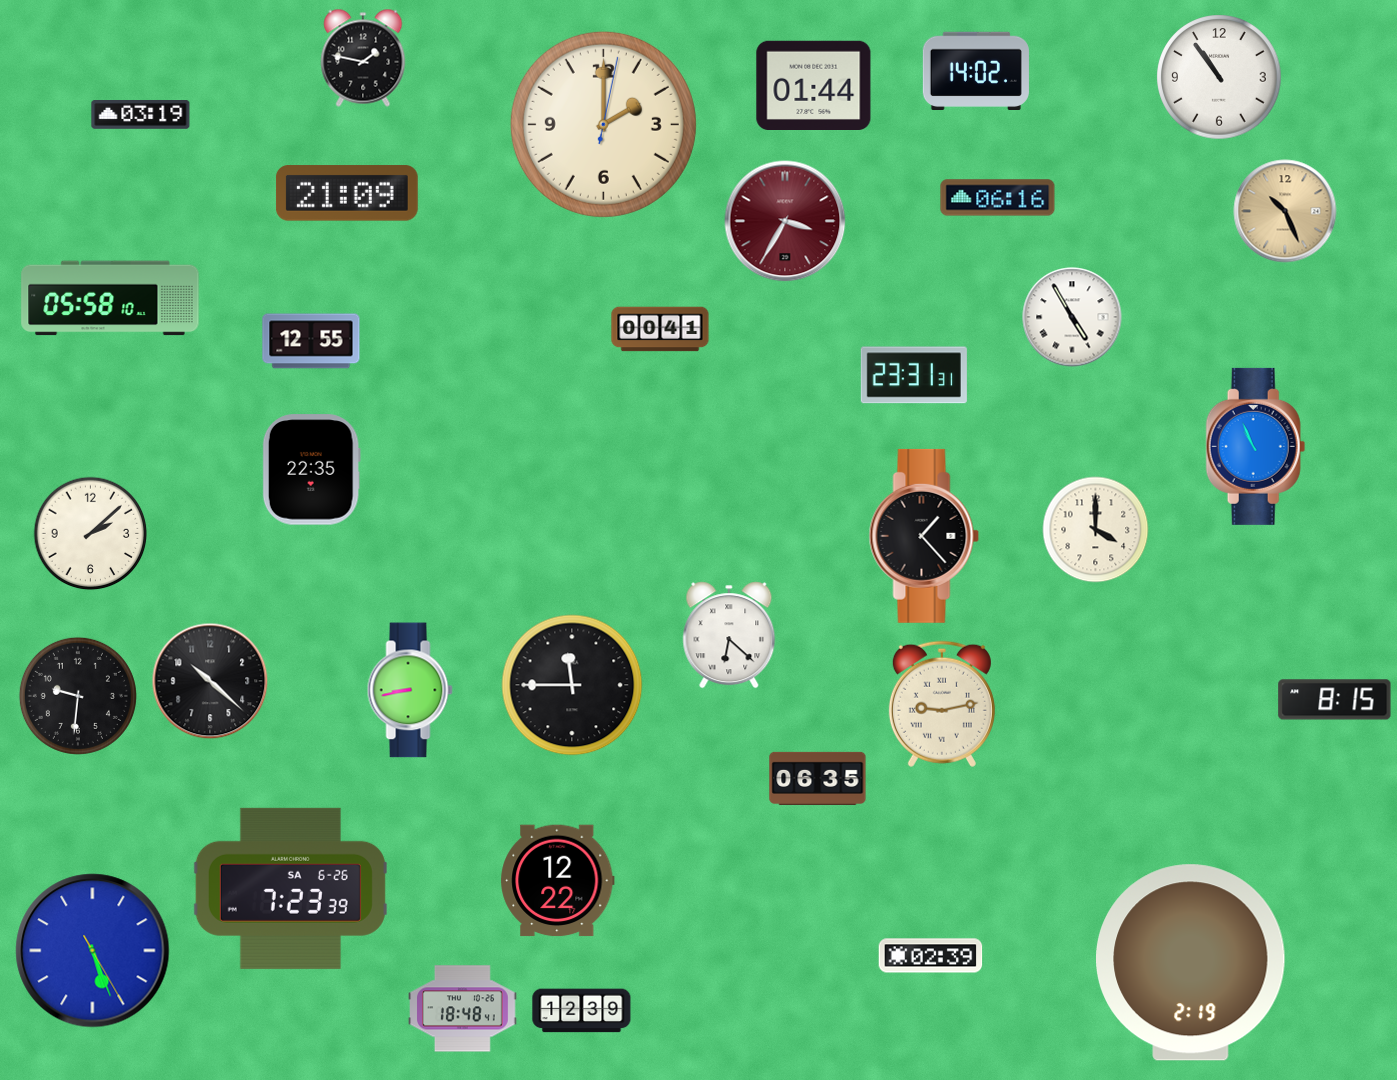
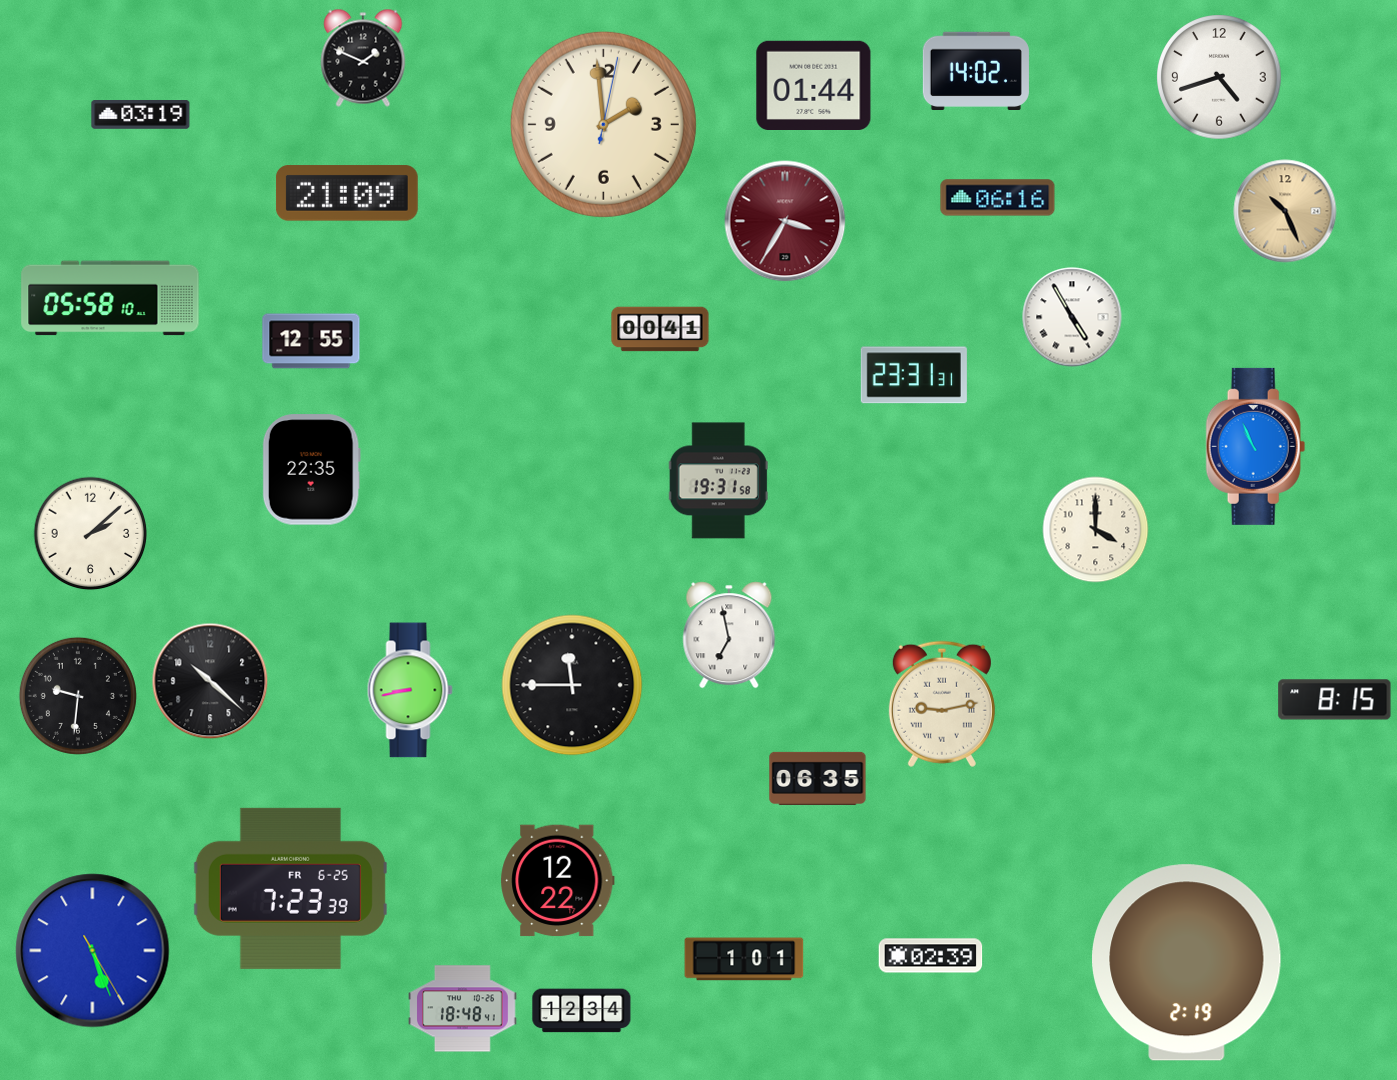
clock at (363, 58): 1:47 -> 1:49
clock at (1219, 77): 10:54 -> 4:42
clock at (603, 124): 2:00 -> 1:59
clock at (718, 481): none -> 19:31
clock at (924, 536): 1:23 -> none
clock at (729, 635): 6:22 -> 6:58
clock at (290, 888) date: SA 6-26 -> FR 6-25
clock at (744, 959): none -> 1:01
clock at (1191, 963) position: (1191, 963) -> (1187, 963)
clock at (582, 1011): 12:39 -> 12:34
